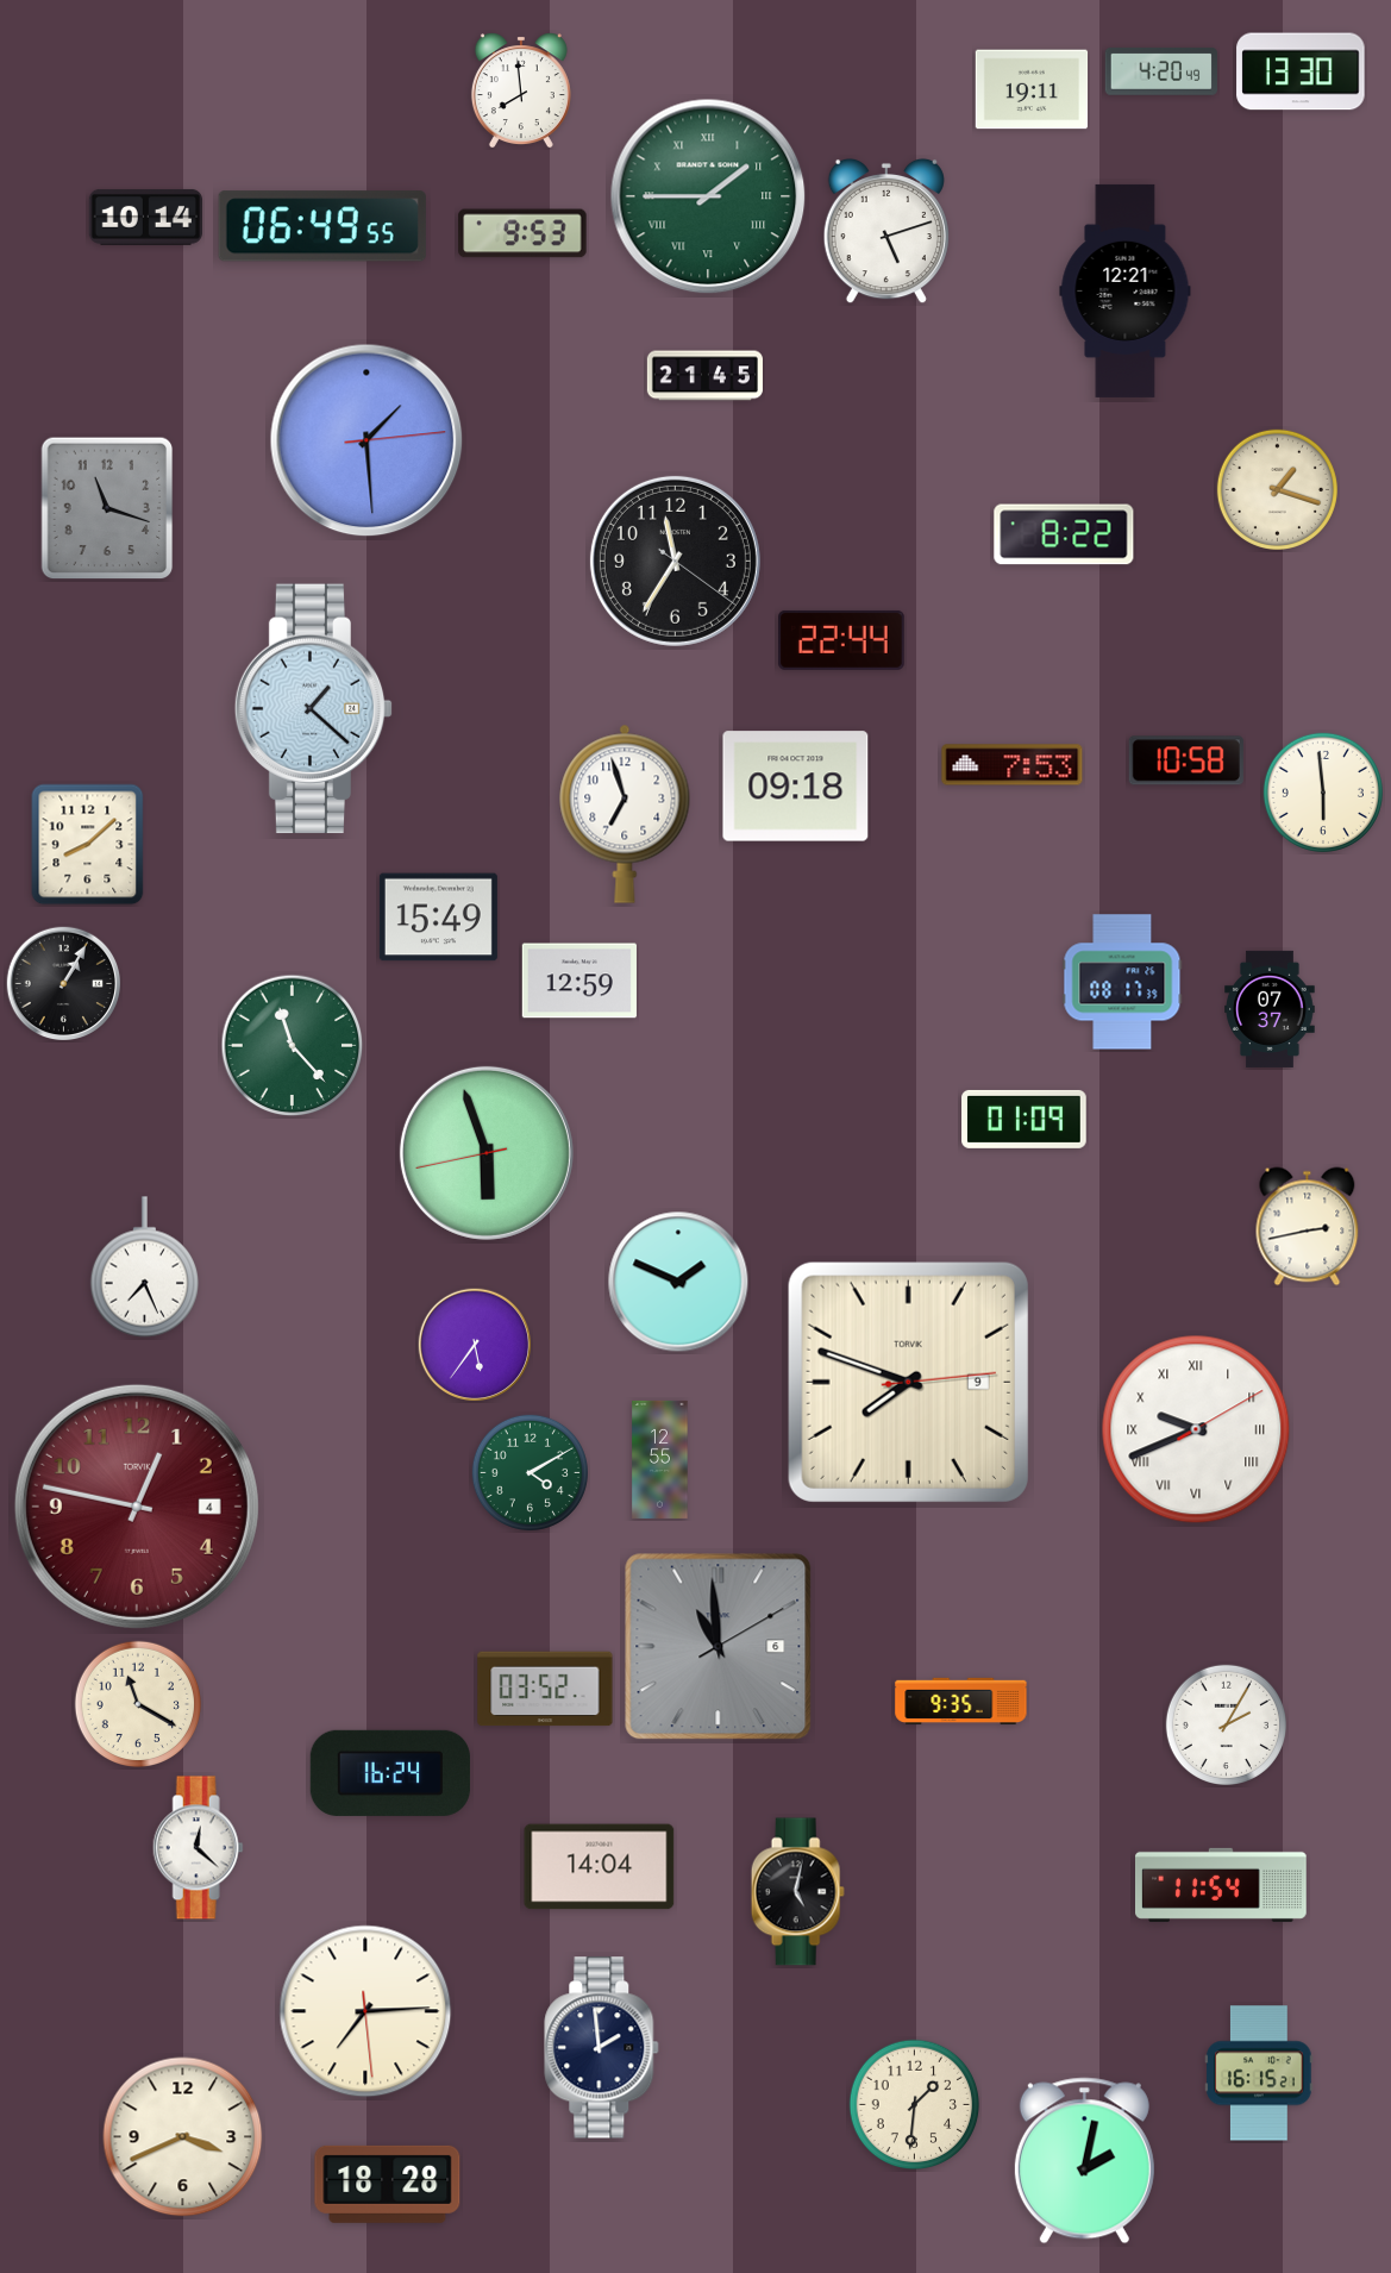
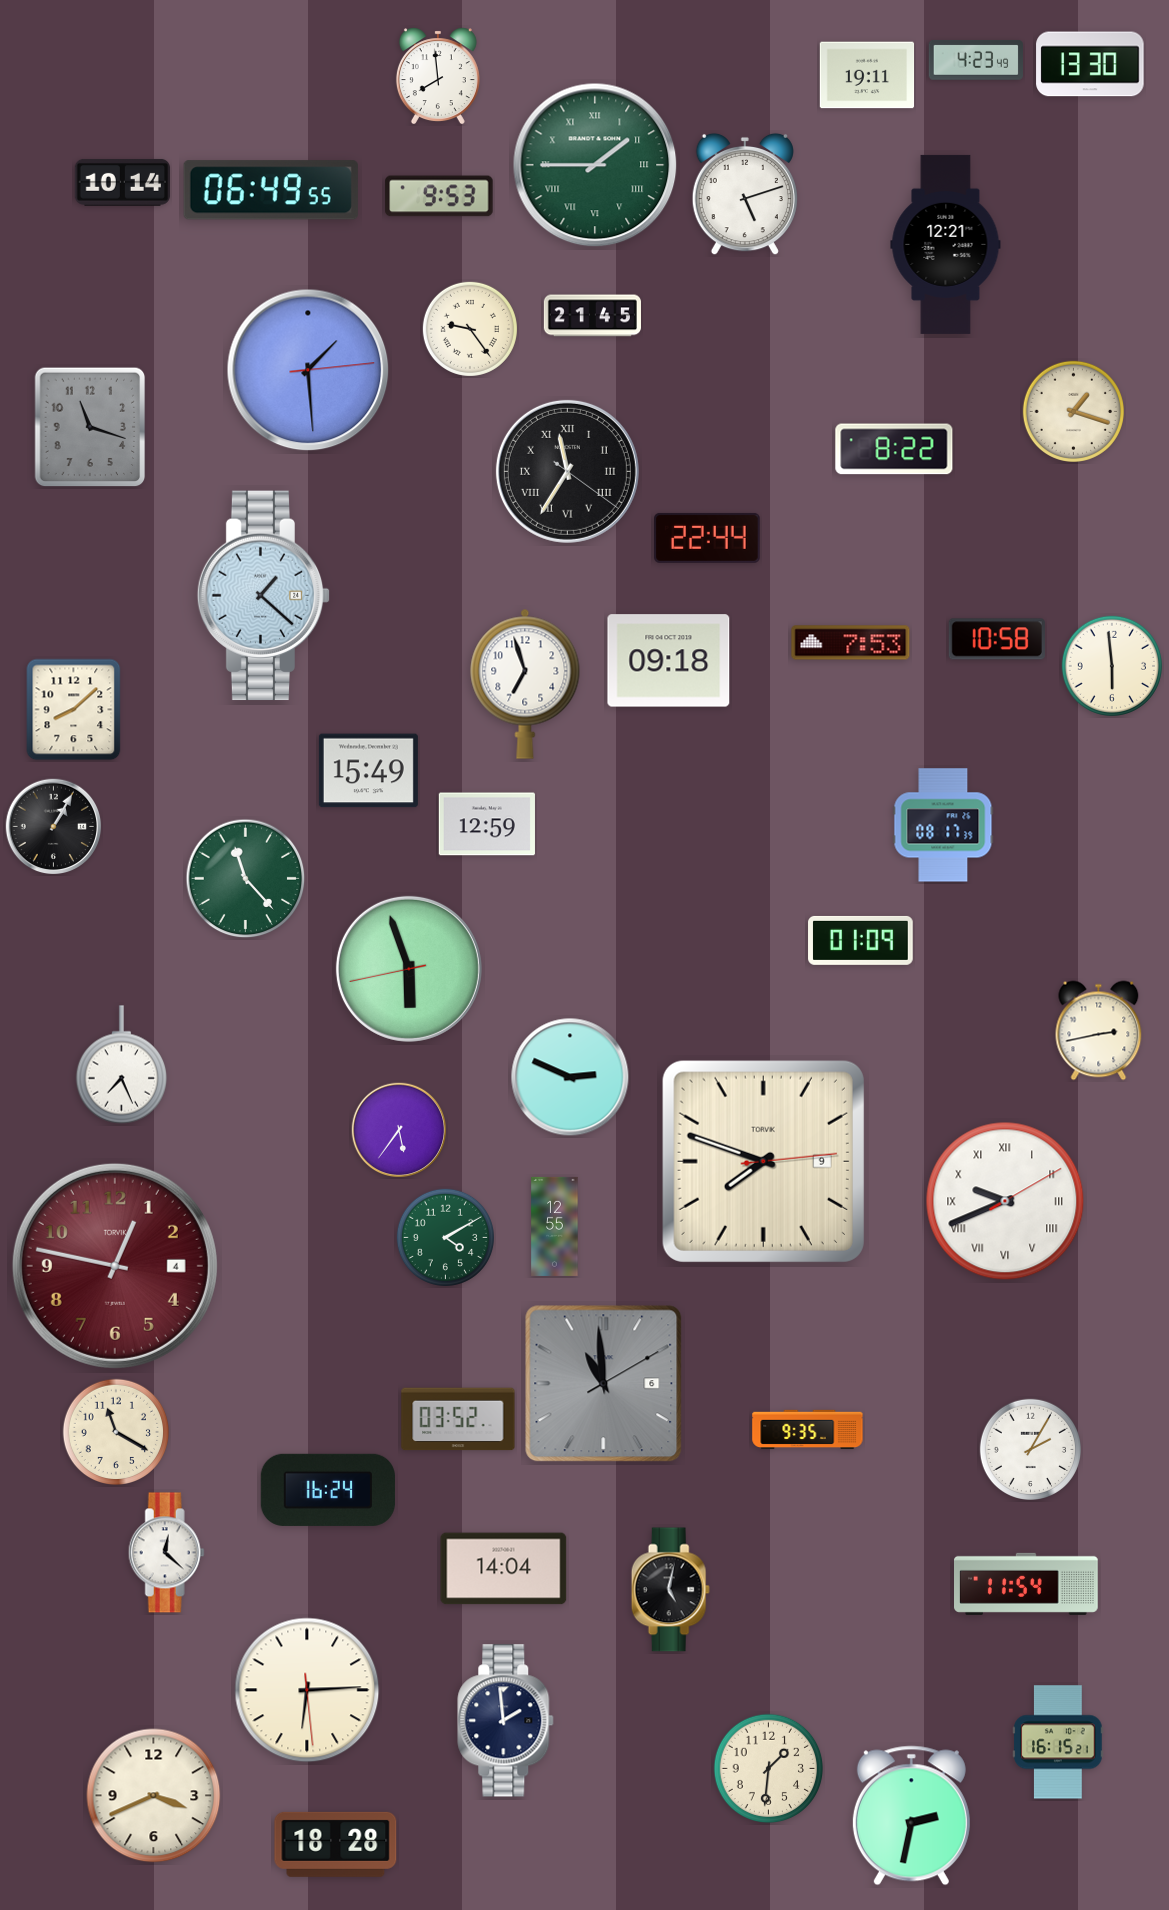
clock at (1160, 71): 4:20 -> 4:23
clock at (1301, 71) position: (1301, 71) -> (1090, 64)
clock at (470, 329): none -> 9:24
clock at (675, 561) numerals: Arabic -> Roman
clock at (1270, 1009): 07:37 -> none
clock at (678, 1282): 1:49 -> 2:49
clock at (365, 2011): 7:14 -> 6:14
clock at (1084, 2161): 2:02 -> 2:32
clock at (388, 2184) position: (388, 2184) -> (336, 1844)
